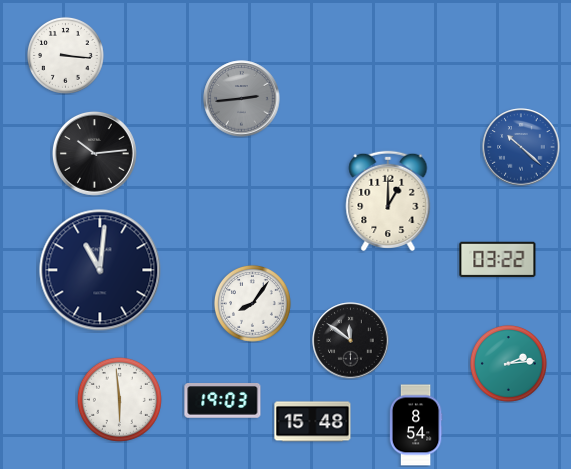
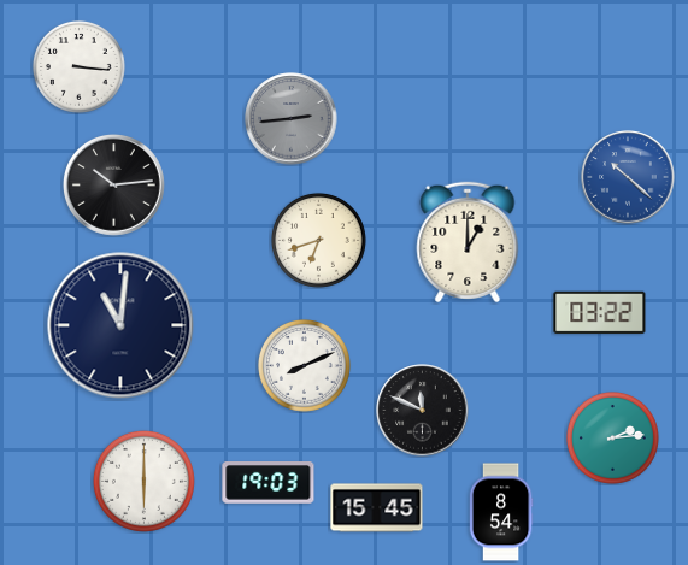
clock at (318, 240): none -> 6:42
clock at (253, 304): 8:06 -> 8:11
clock at (351, 341): 11:51 -> 11:49
clock at (119, 399): 5:59 -> 6:00
clock at (313, 422): 15:48 -> 15:45
